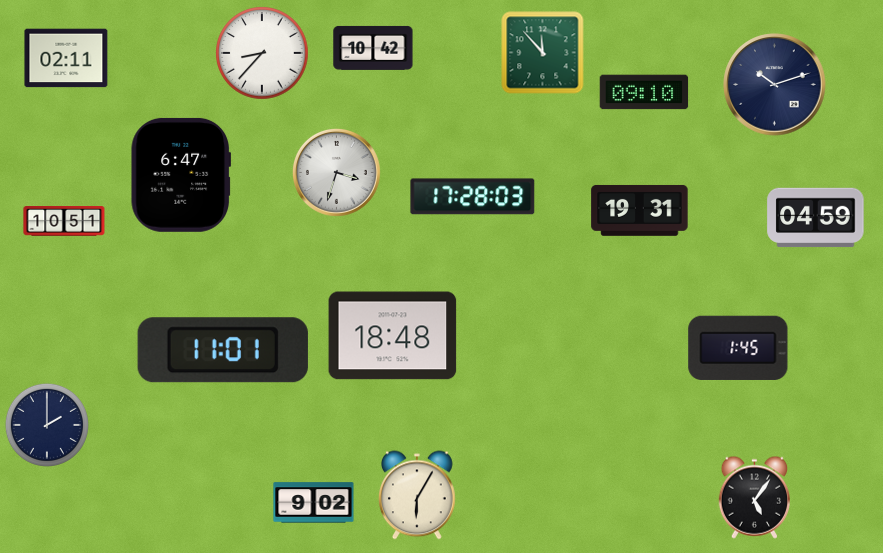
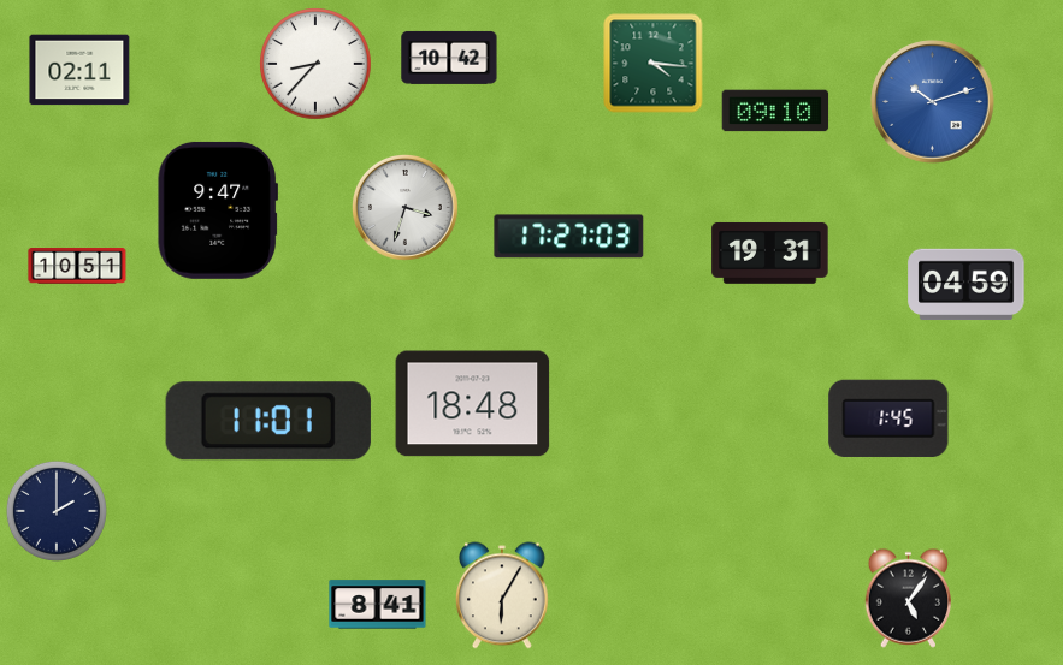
clock at (543, 53): 11:53 -> 4:16
clock at (775, 85) dial: navy -> blue
clock at (180, 175): 6:47 -> 9:47
clock at (473, 197): 17:28 -> 17:27
clock at (816, 218) position: (816, 218) -> (967, 285)
clock at (314, 503): 9:02 -> 8:41
